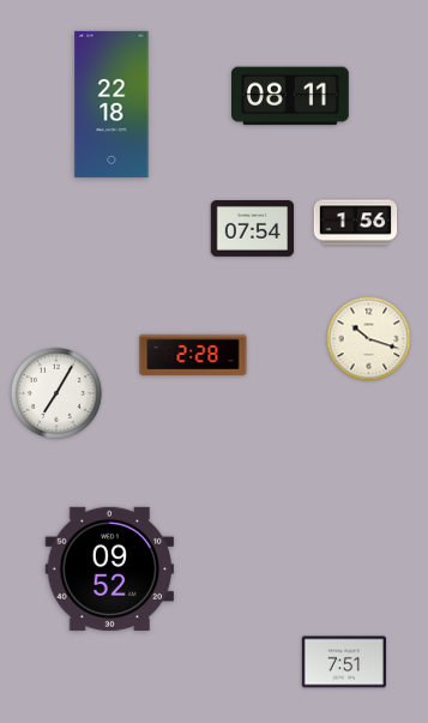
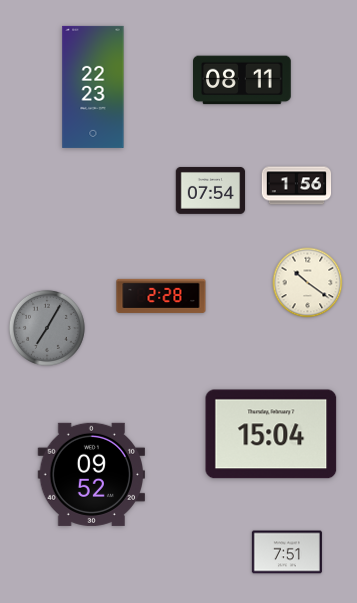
clock at (111, 104): 22:18 -> 22:23
clock at (369, 339): 10:18 -> 10:21
clock at (56, 393) dial: white -> grey
clock at (271, 434): none -> 15:04
